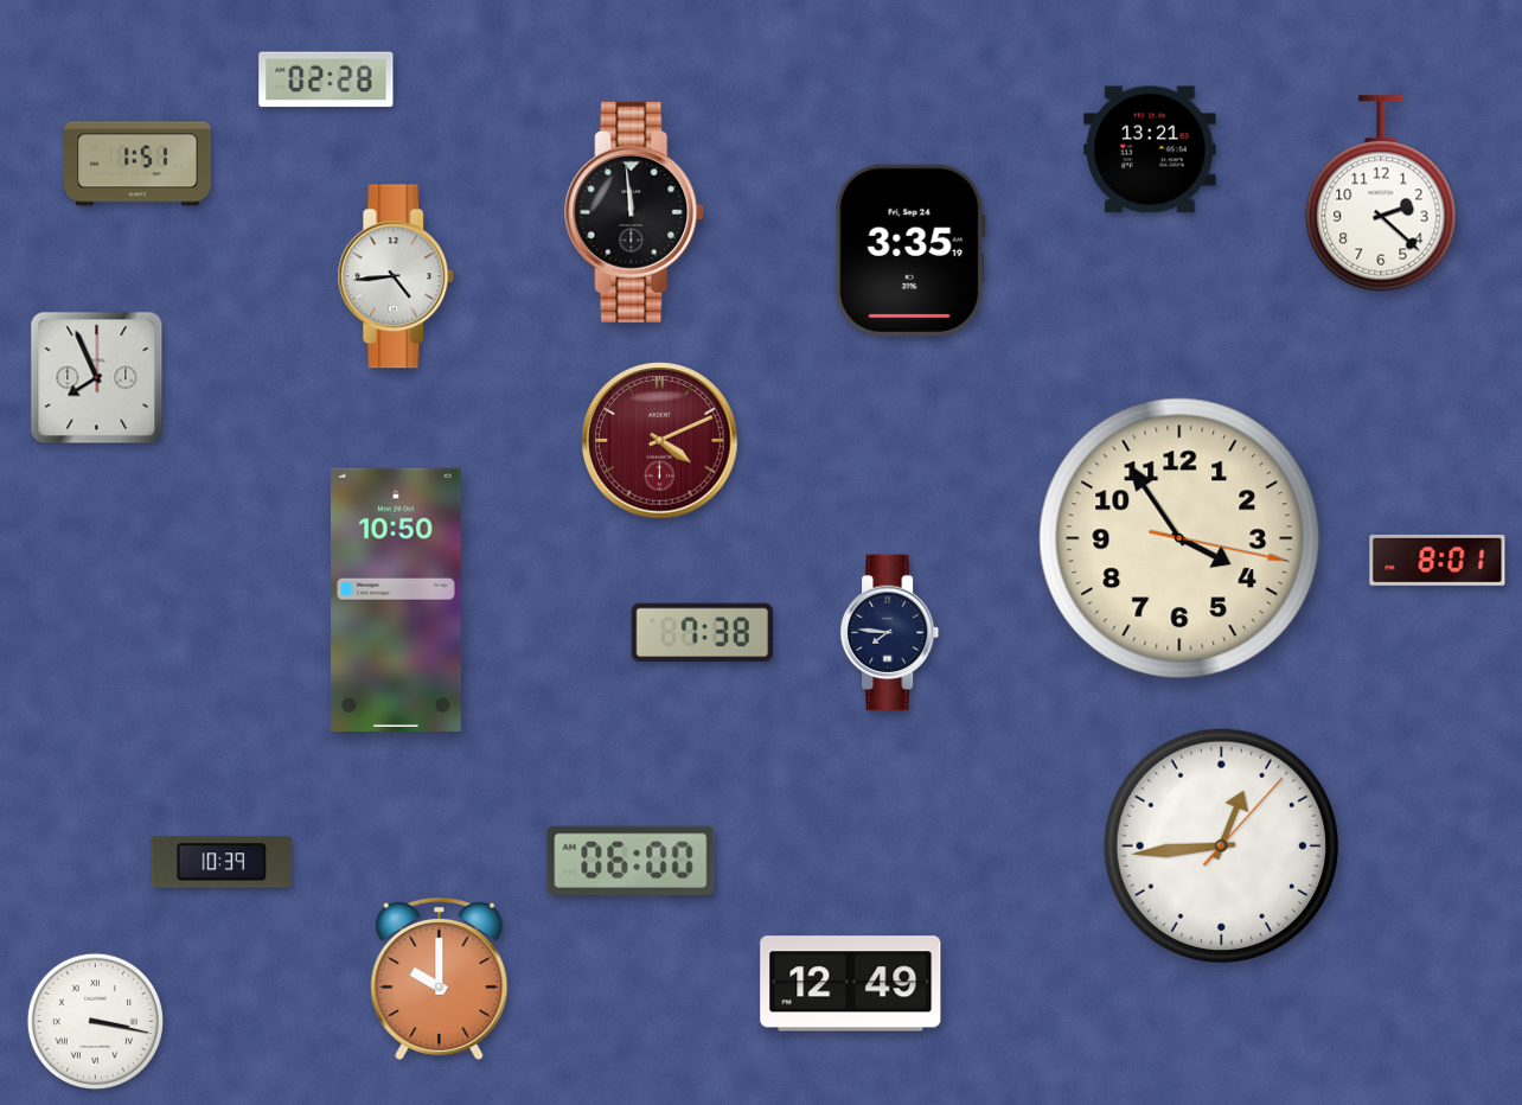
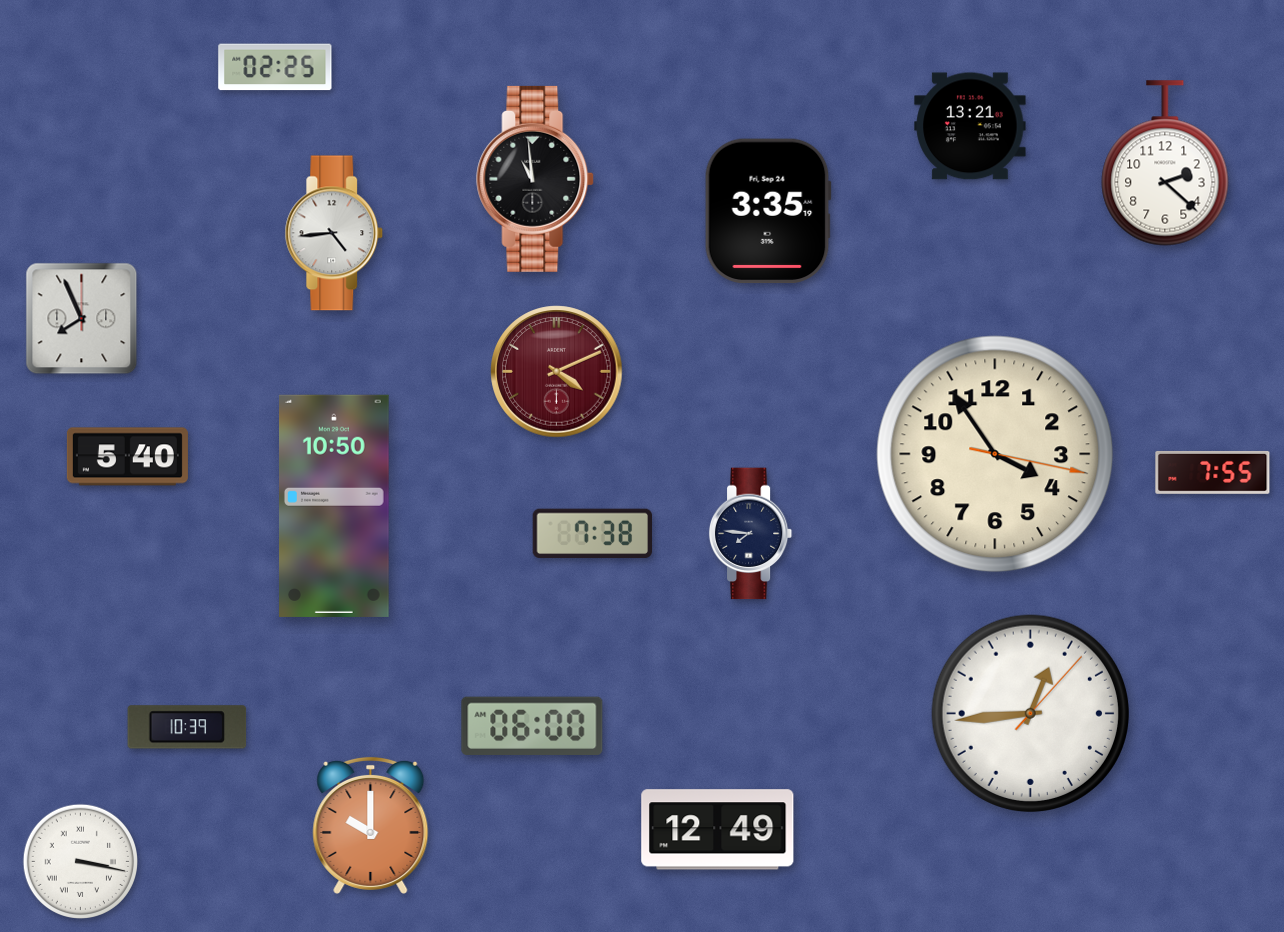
clock at (326, 79): 02:28 -> 02:25
clock at (138, 164): 1:51 -> none
clock at (635, 212): 11:59 -> 10:59
clock at (127, 457): none -> 5:40
clock at (1438, 560): 8:01 -> 7:55
